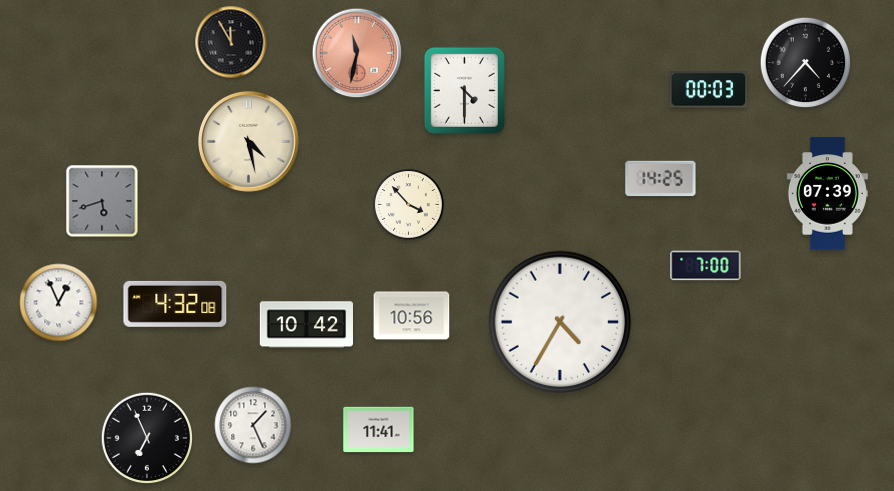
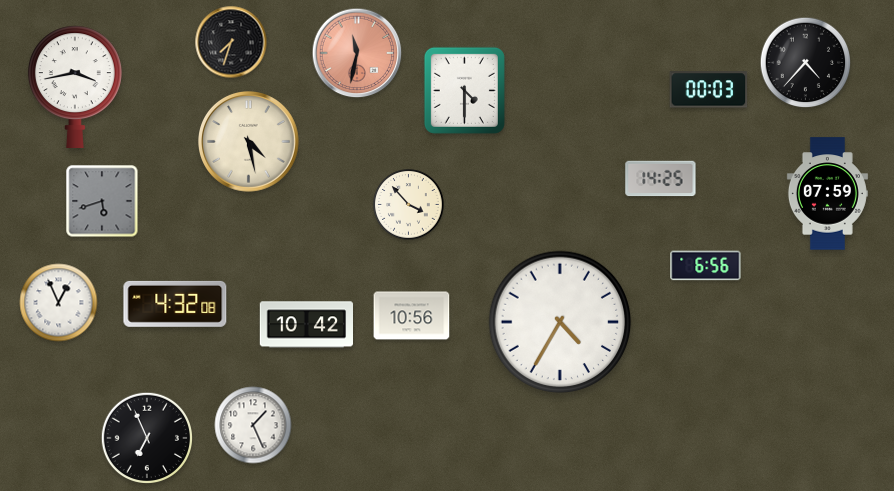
clock at (231, 42): 11:55 -> 7:33
clock at (75, 86): none -> 3:43
clock at (827, 194): 07:39 -> 07:59
clock at (706, 266): 7:00 -> 6:56
clock at (379, 430): 11:41 -> none
